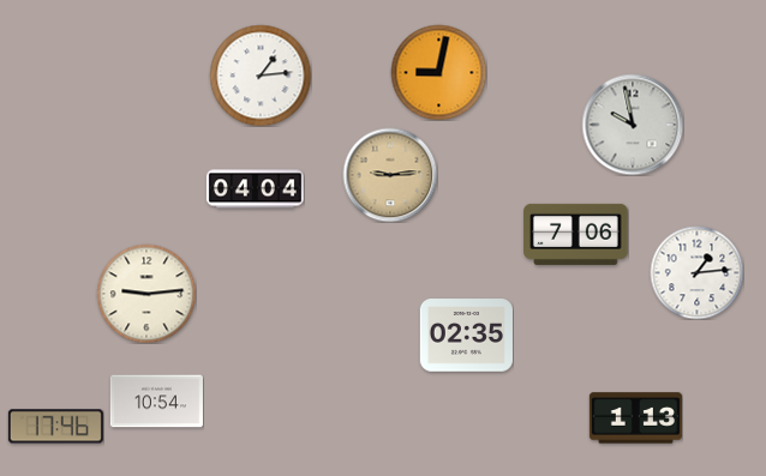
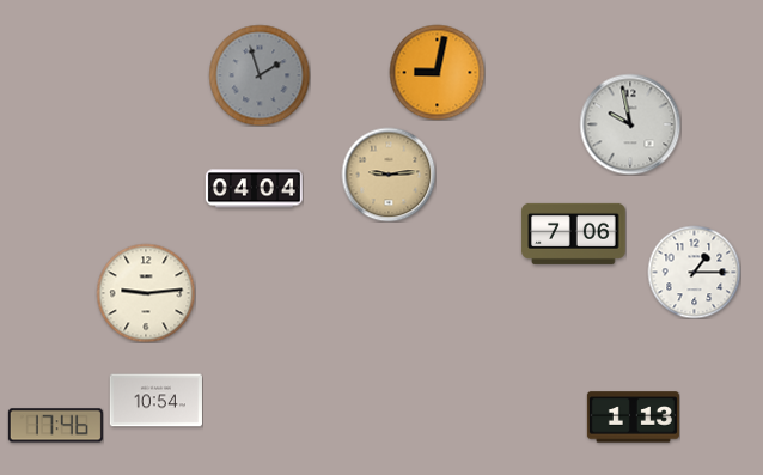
clock at (261, 76): 1:14 -> 1:57
clock at (261, 76) dial: white -> grey
clock at (696, 272): 1:14 -> 1:15
clock at (466, 336): 02:35 -> none
